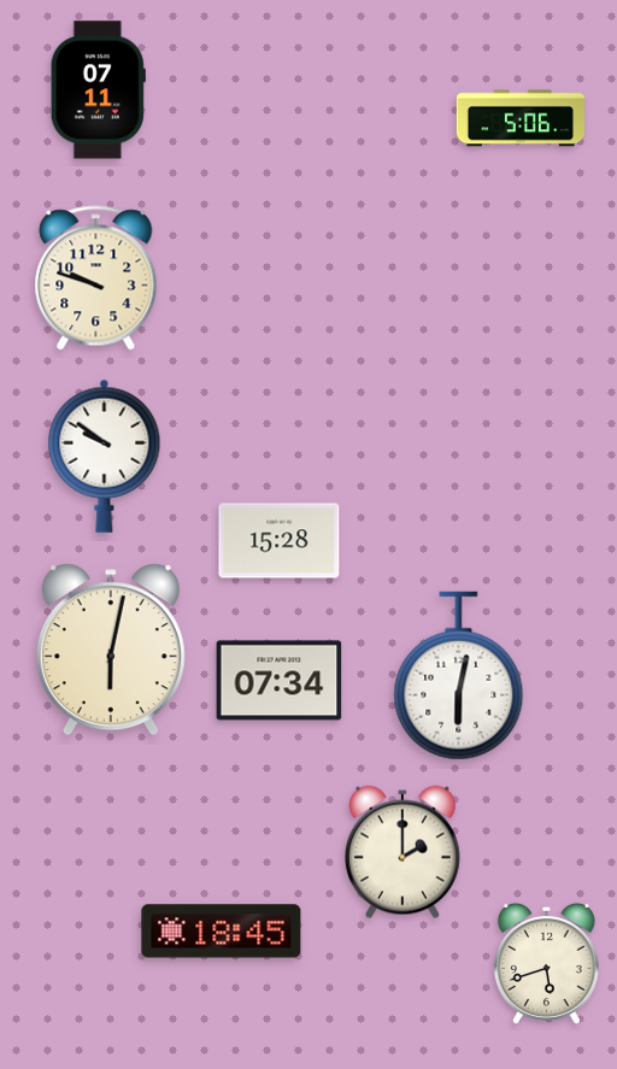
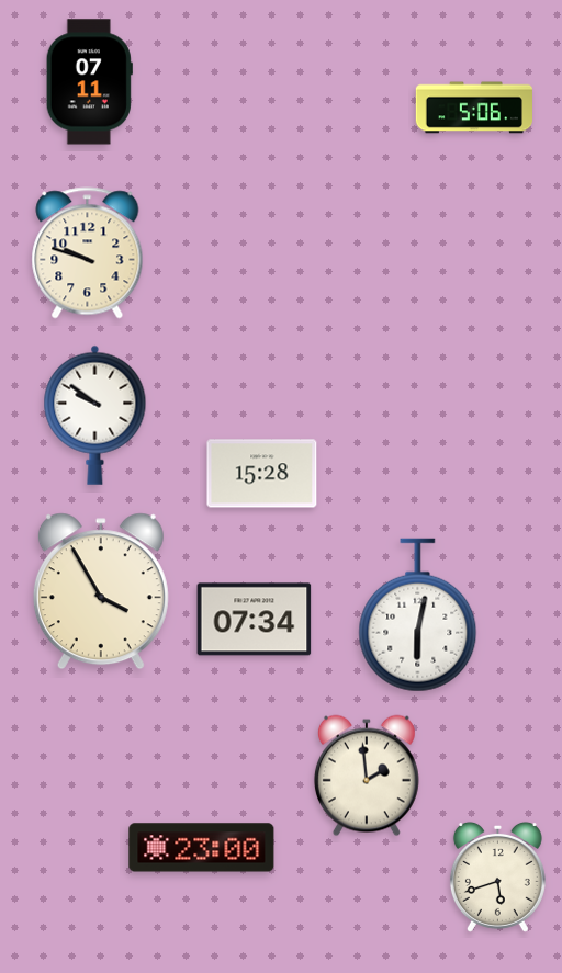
clock at (280, 541) position: (280, 541) -> (262, 474)
clock at (111, 650): 6:02 -> 3:55
clock at (402, 852): 2:00 -> 1:59
clock at (222, 932): 18:45 -> 23:00
